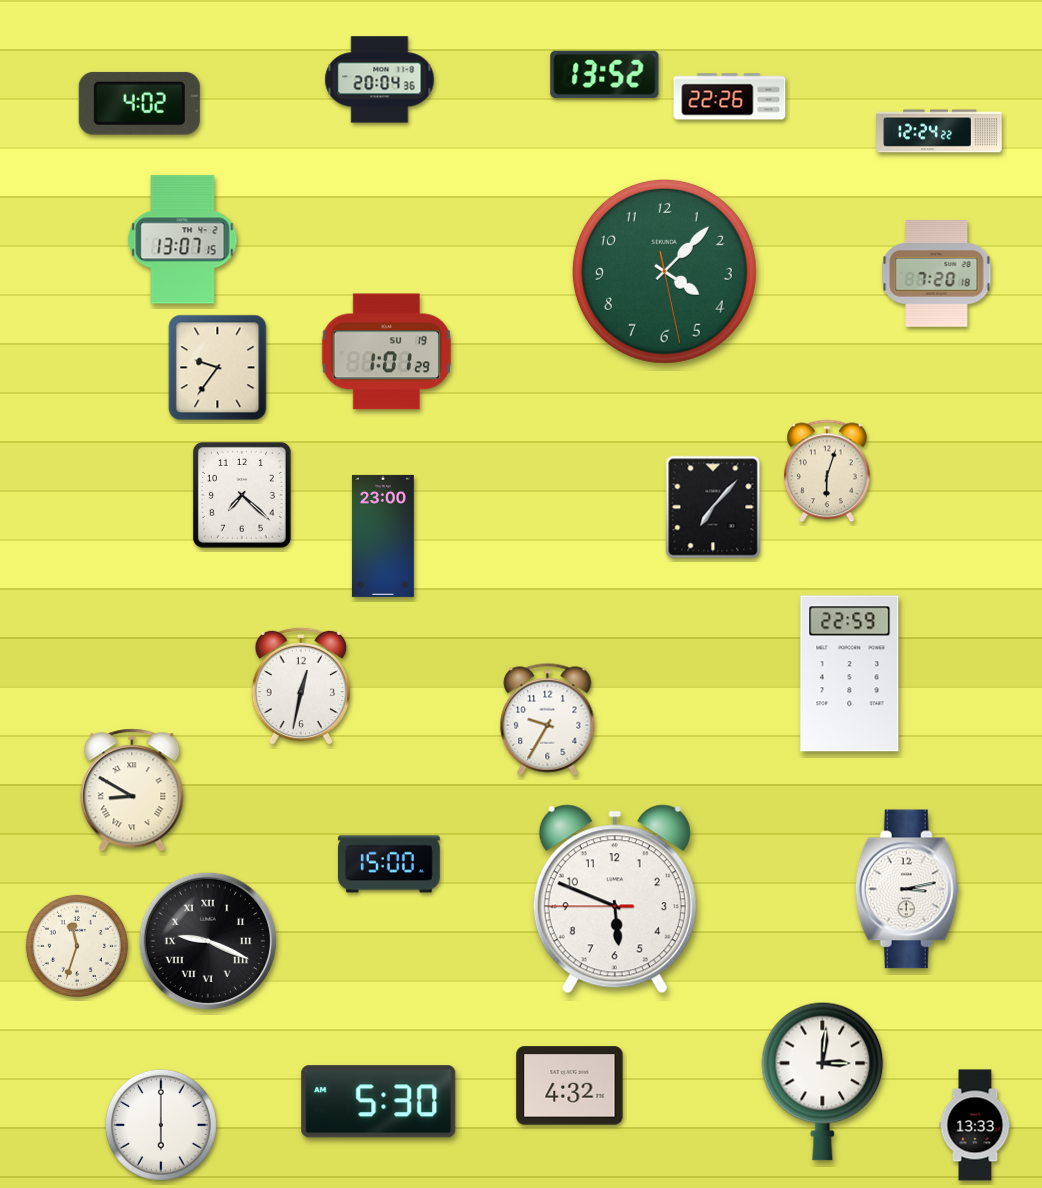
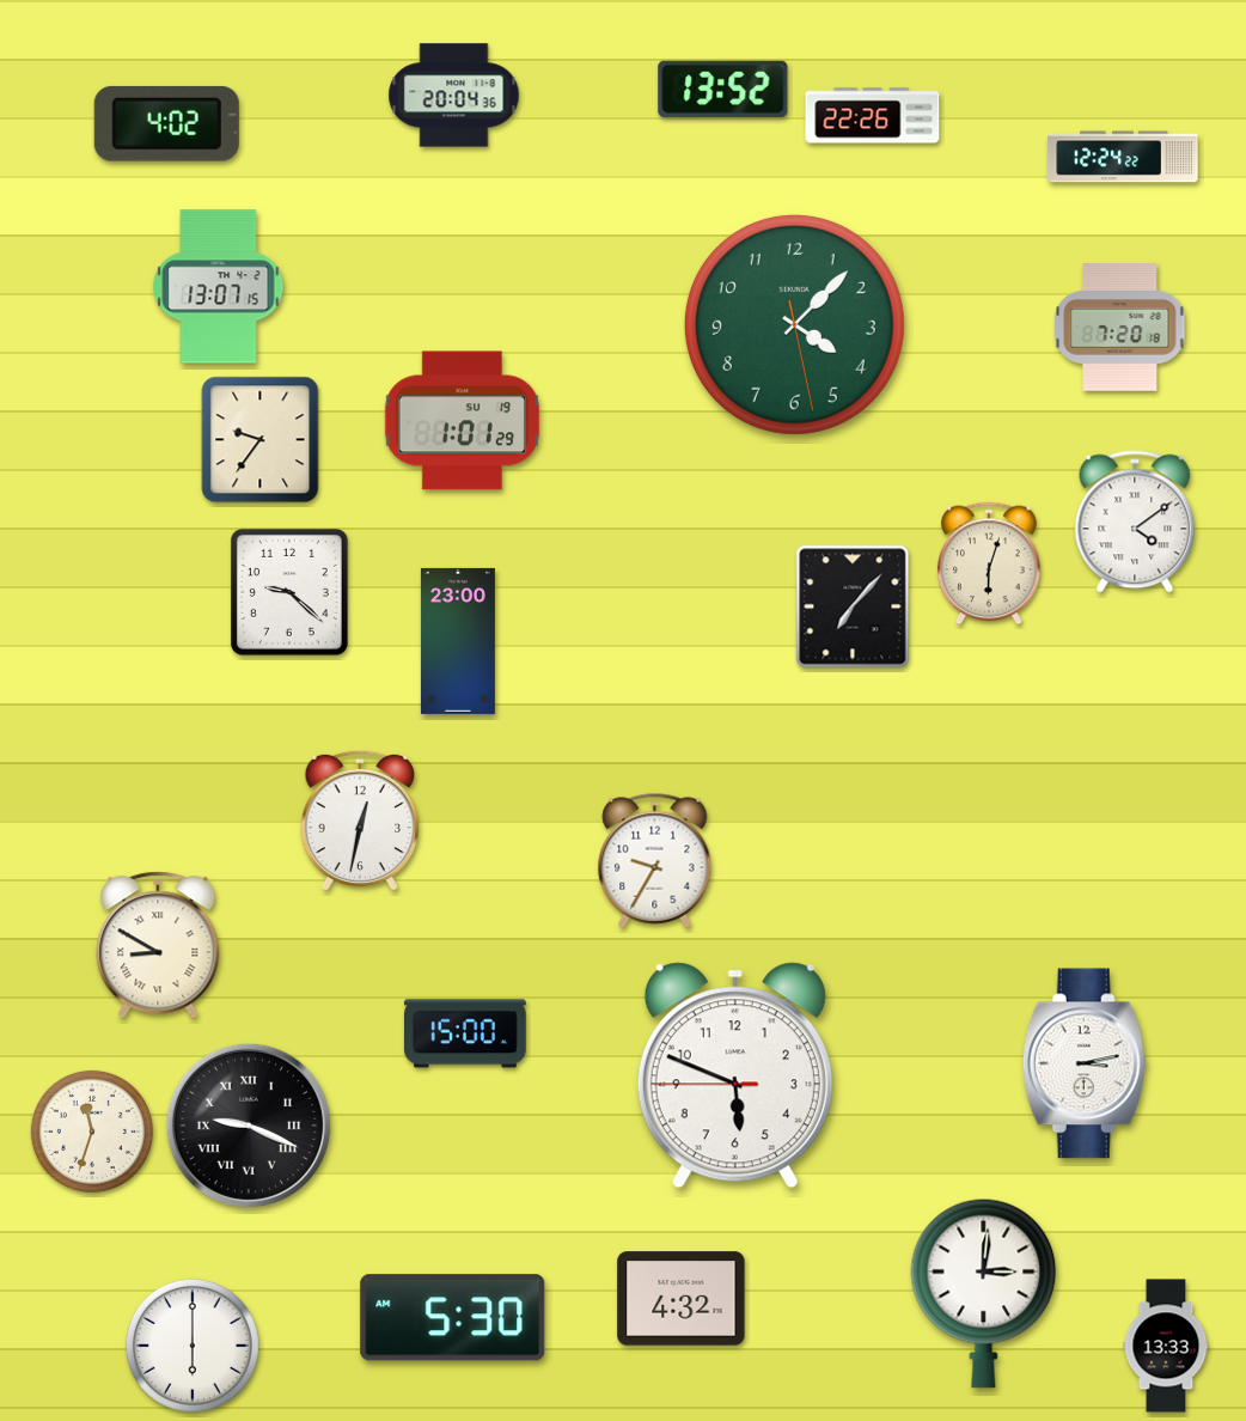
clock at (1135, 522): none -> 4:09
clock at (242, 495): 7:22 -> 9:22
clock at (850, 674): 22:59 -> none
